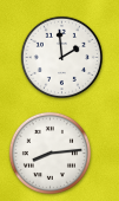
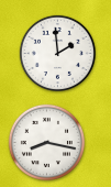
clock at (49, 153): 8:14 -> 8:17
